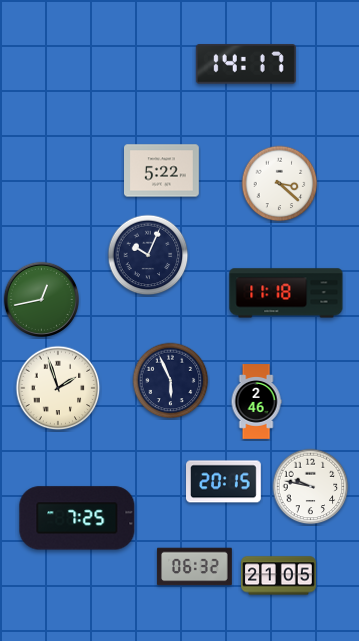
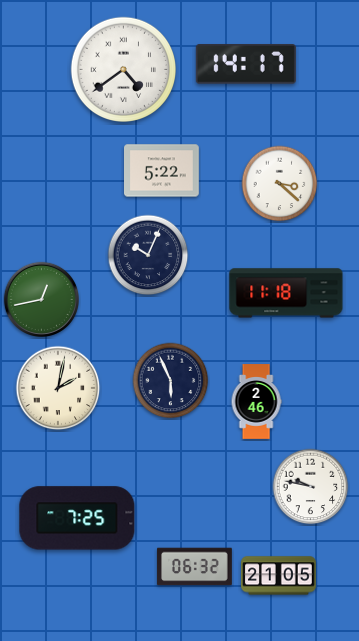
clock at (123, 70): none -> 4:39
clock at (58, 388): 1:57 -> 2:02
clock at (224, 482): 20:15 -> none
